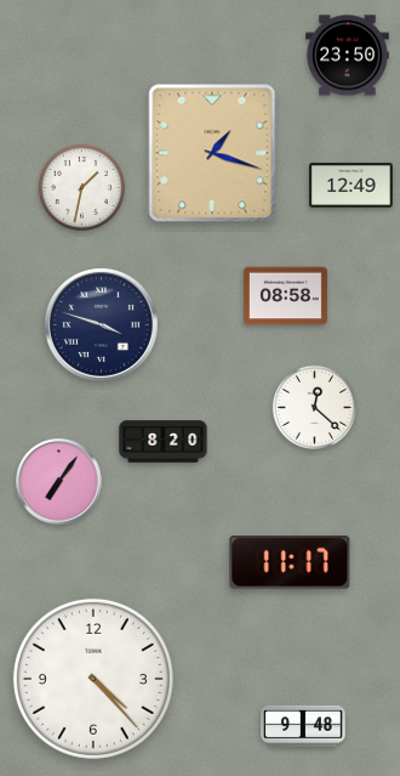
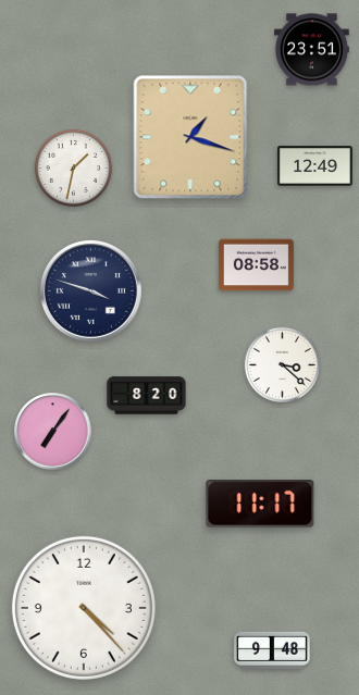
clock at (347, 56): 23:50 -> 23:51
clock at (315, 407): 12:22 -> 3:22
